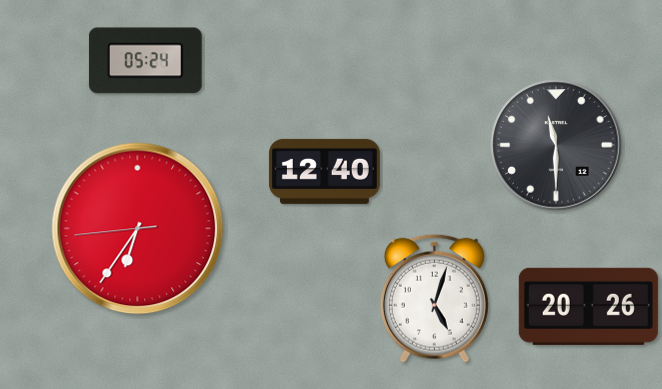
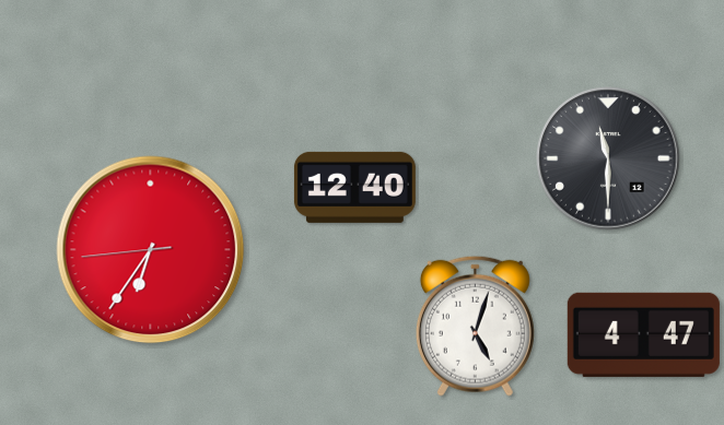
clock at (145, 61): 05:24 -> none
clock at (588, 306): 20:26 -> 4:47
